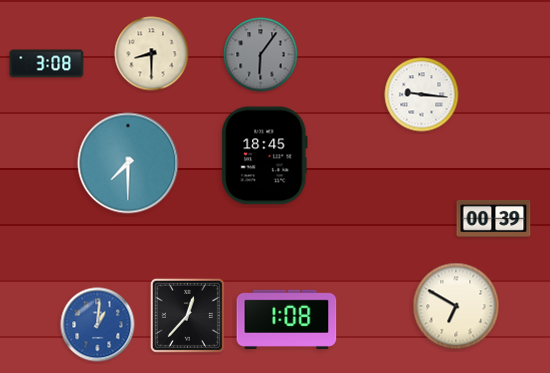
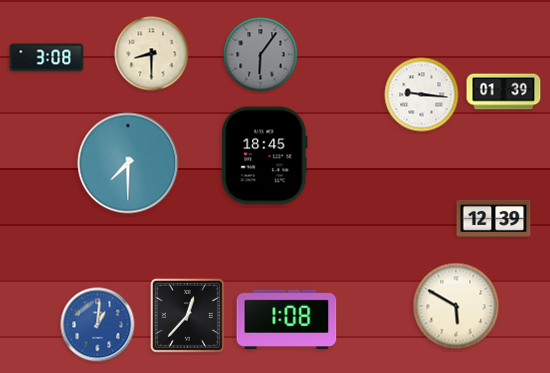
clock at (47, 64) position: (47, 64) -> (47, 58)
clock at (504, 92): none -> 01:39
clock at (494, 218): 00:39 -> 12:39
clock at (456, 306): 6:50 -> 5:50
